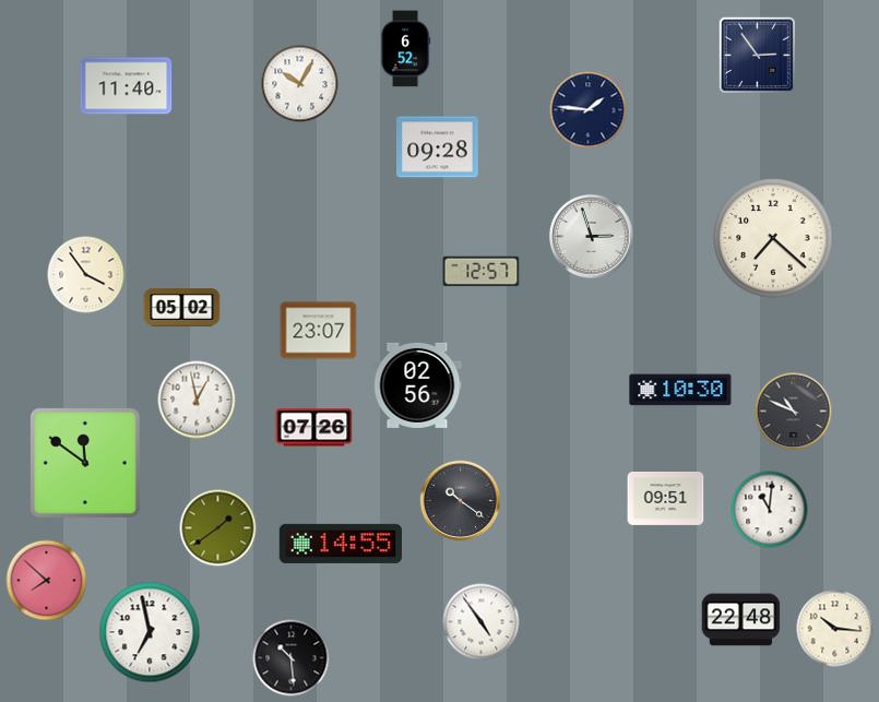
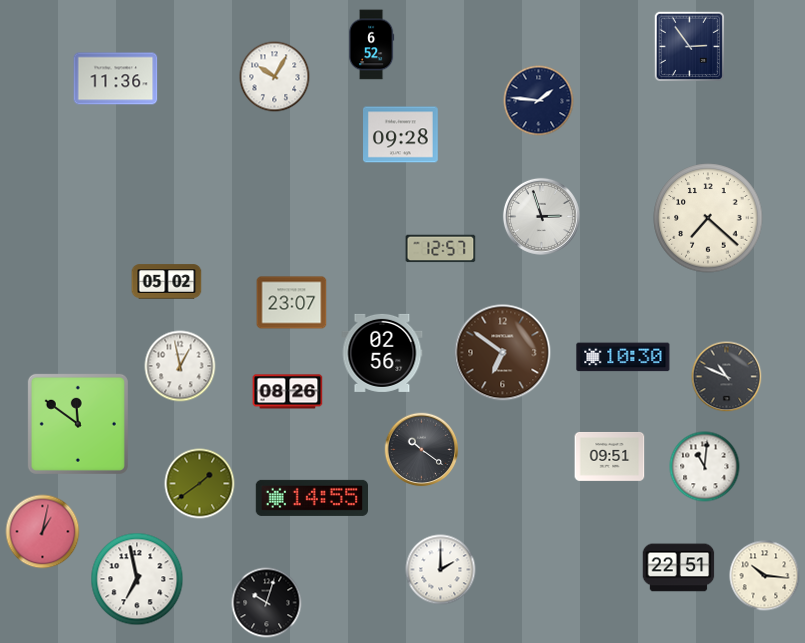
clock at (758, 56) position: (758, 56) -> (690, 47)
clock at (127, 86): 11:40 -> 11:36
clock at (86, 275): 3:54 -> none
clock at (503, 353): none -> 6:51
clock at (314, 428): 07:26 -> 08:26
clock at (461, 501) position: (461, 501) -> (422, 450)
clock at (47, 581): 7:52 -> 1:02
clock at (741, 620): 22:48 -> 22:51
clock at (482, 622): 4:54 -> 2:00
clock at (292, 658): 10:29 -> 10:03
